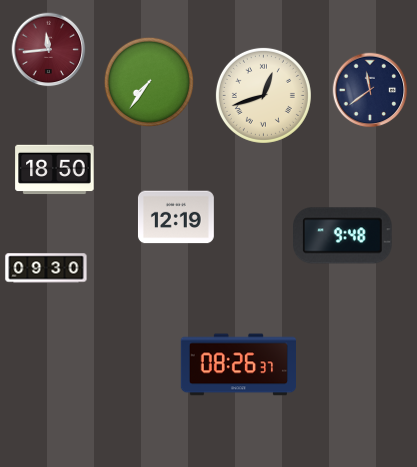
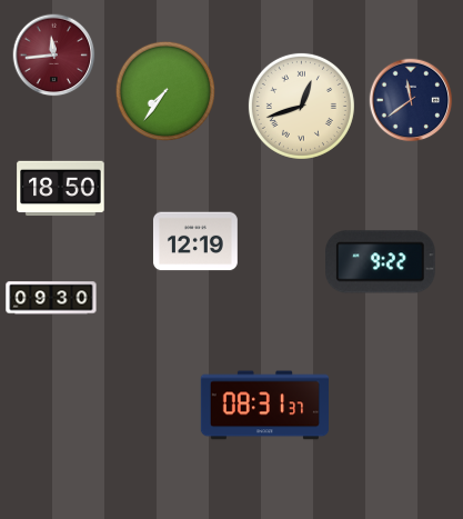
clock at (263, 95) position: (263, 95) -> (301, 106)
clock at (343, 236): 9:48 -> 9:22
clock at (238, 365): 08:26 -> 08:31
